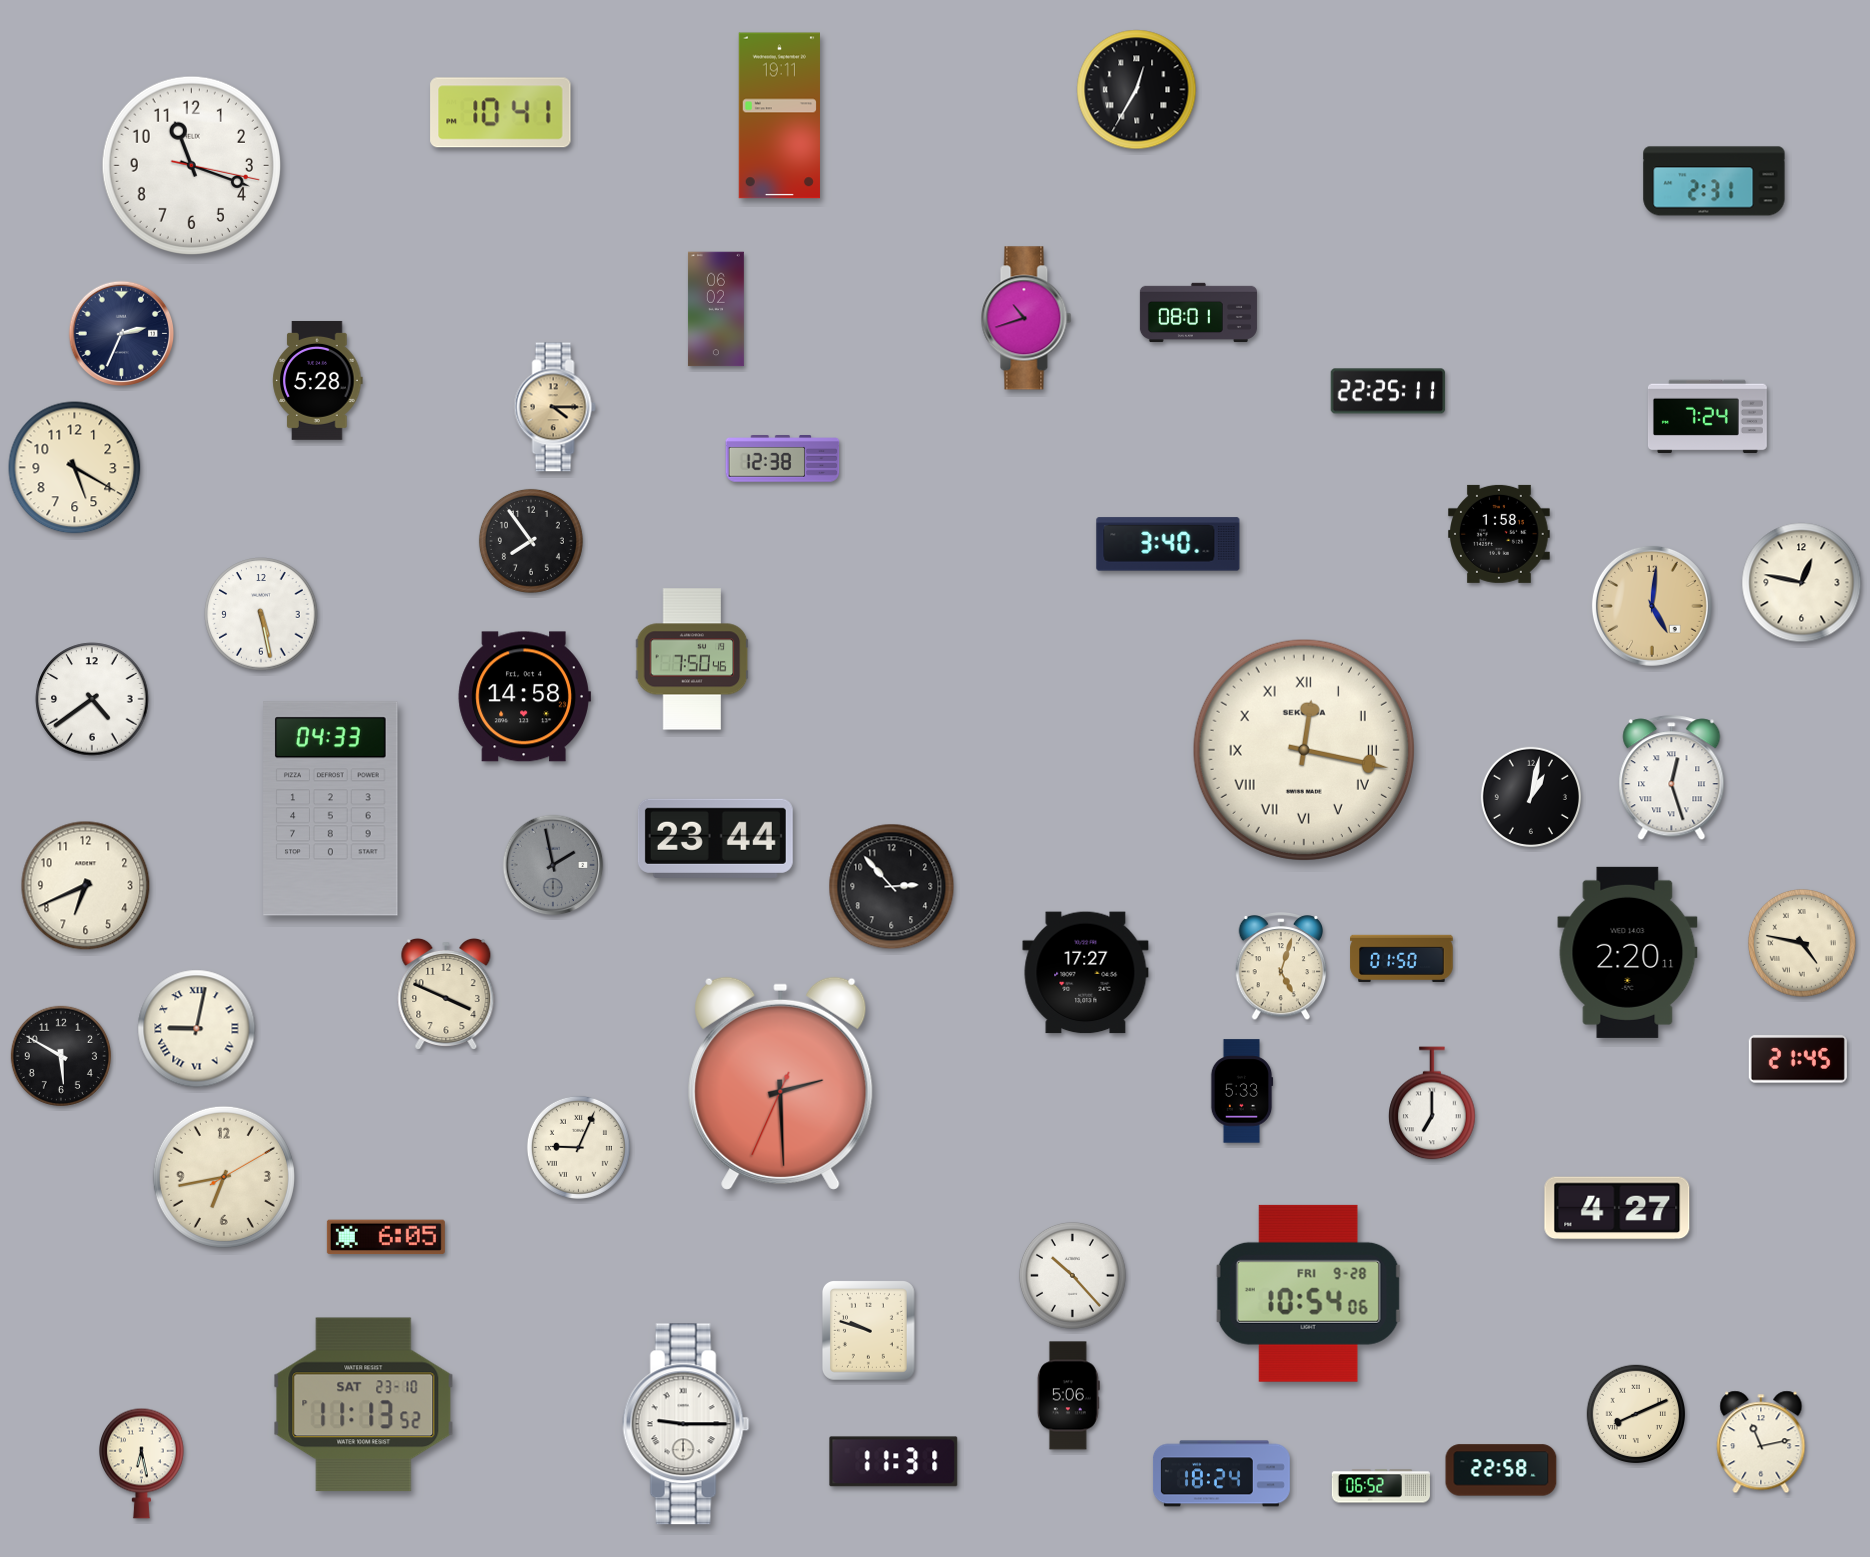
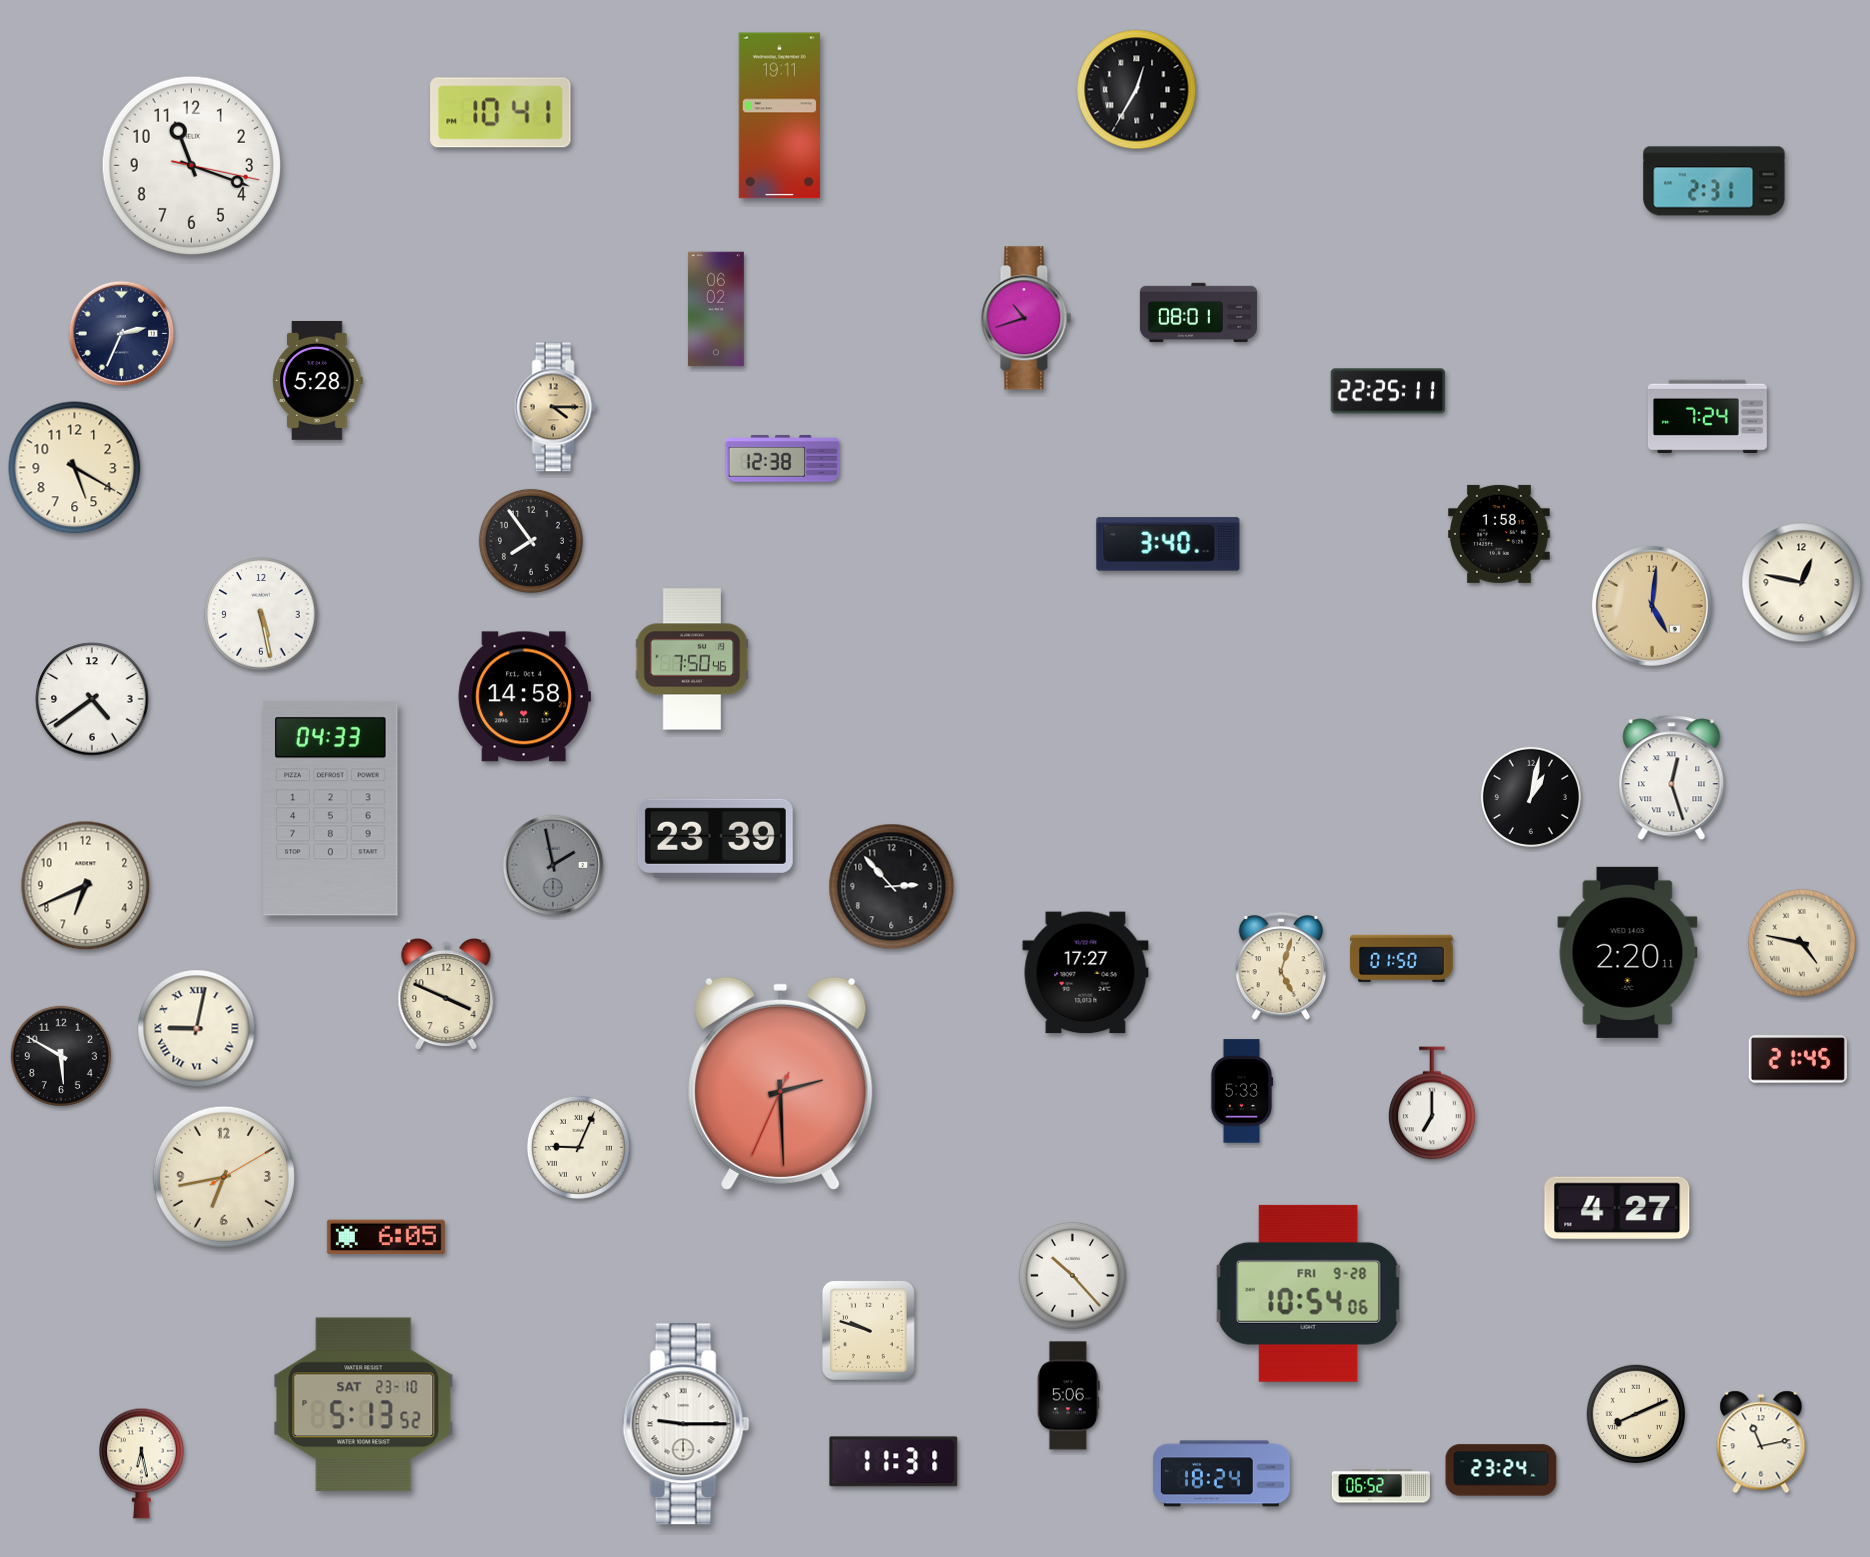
clock at (1304, 750): 12:17 -> none
clock at (715, 838): 23:44 -> 23:39
clock at (364, 1405): 11:13 -> 5:13
clock at (1501, 1470): 22:58 -> 23:24
